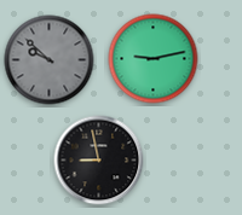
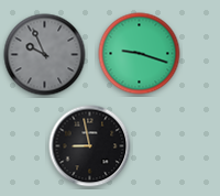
clock at (154, 59): 9:13 -> 9:18
clock at (50, 60): 9:52 -> 9:56
